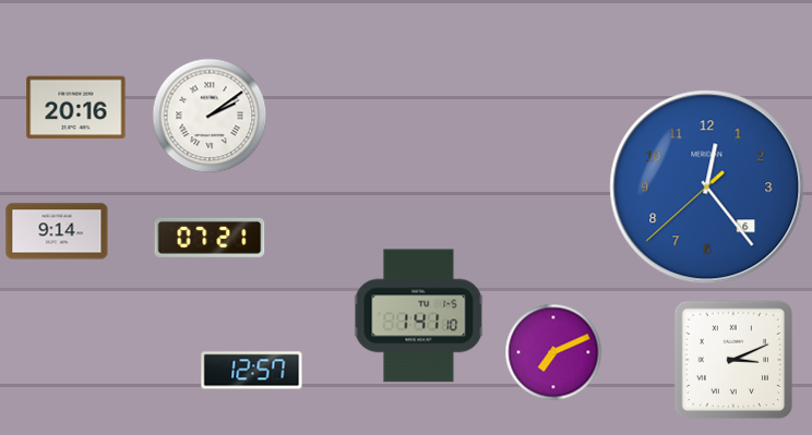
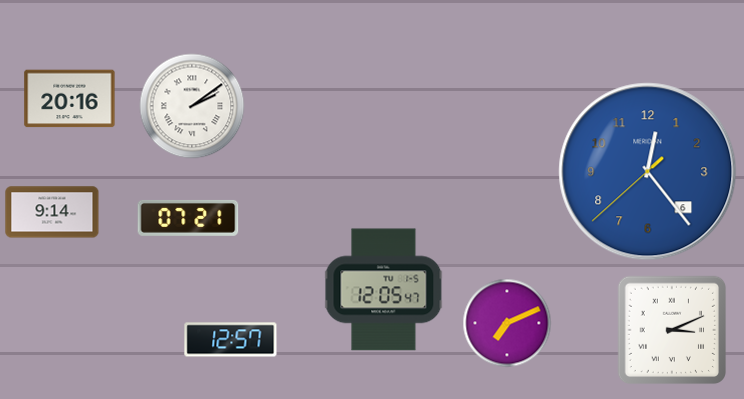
clock at (210, 238) position: (210, 238) -> (188, 218)
clock at (419, 316): 1:41 -> 12:05
